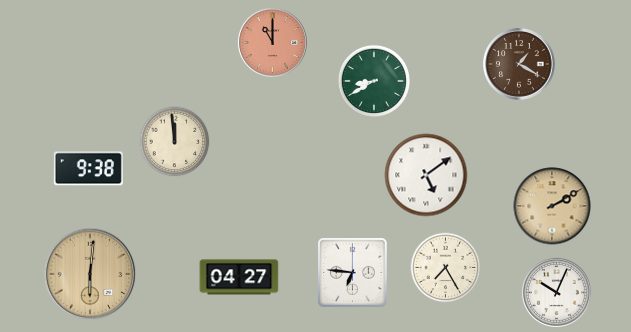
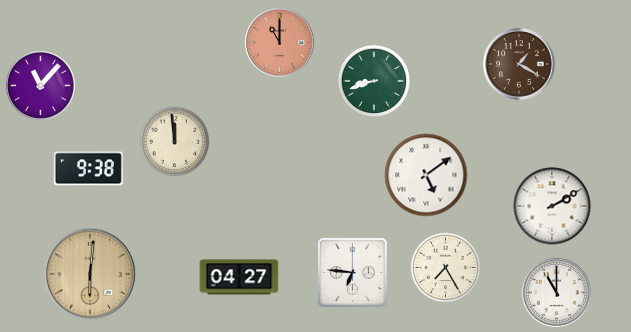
clock at (272, 42) position: (272, 42) -> (279, 42)
clock at (373, 80): 8:40 -> 8:42
clock at (40, 85): none -> 11:07
clock at (552, 206) dial: champagne -> white
clock at (556, 292): 10:04 -> 11:00
